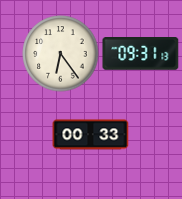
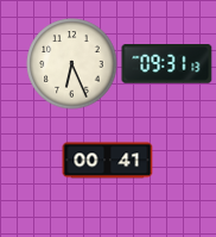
clock at (61, 54): 6:24 -> 6:26
clock at (91, 135): 00:33 -> 00:41
